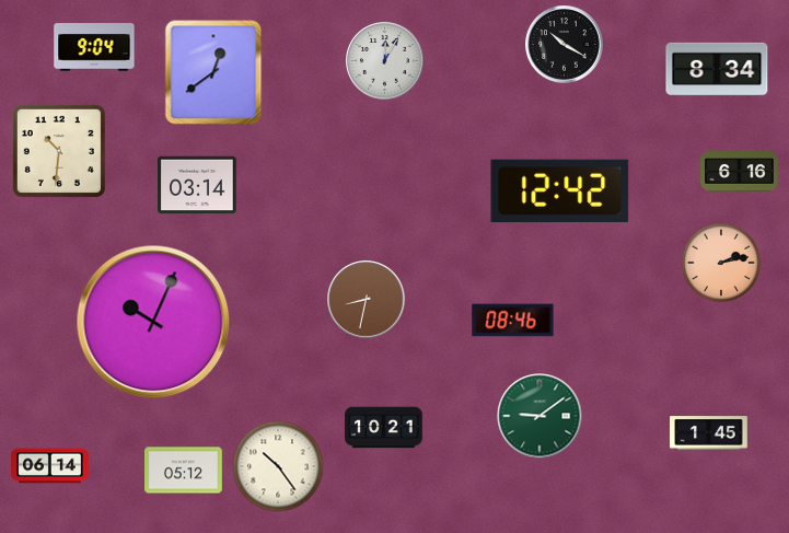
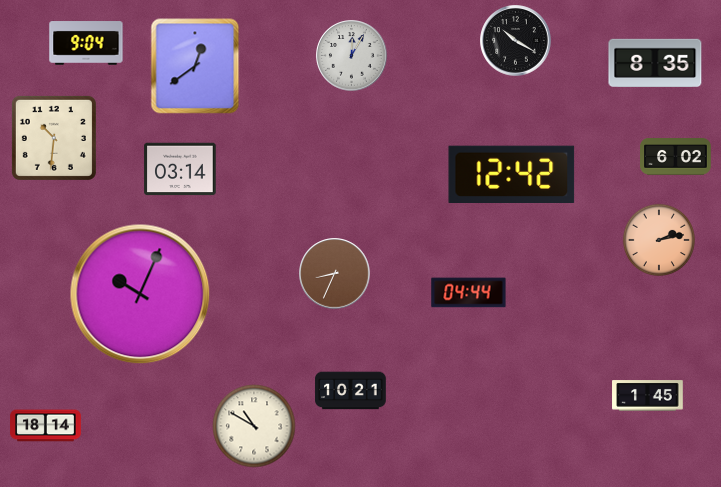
clock at (717, 69): 8:34 -> 8:35
clock at (740, 172): 6:16 -> 6:02
clock at (367, 300): 8:32 -> 8:34
clock at (513, 321): 08:46 -> 04:44
clock at (539, 416): 9:09 -> none
clock at (50, 466): 06:14 -> 18:14
clock at (278, 466): 10:24 -> 10:50
clock at (184, 471): 05:12 -> none
